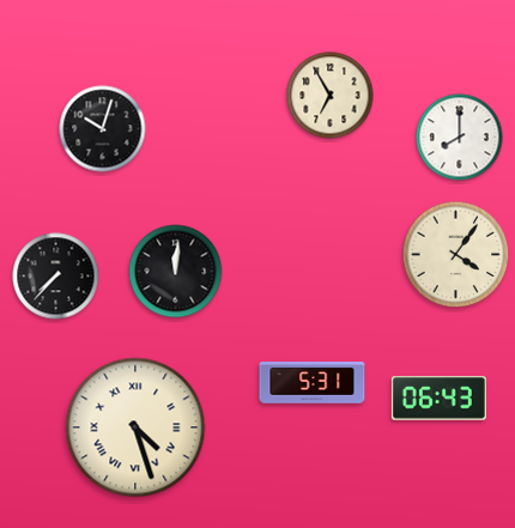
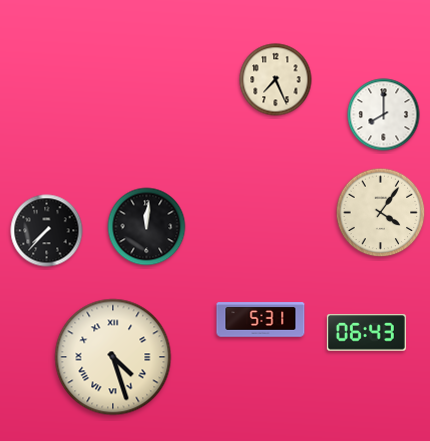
clock at (331, 96): 6:55 -> 7:26
clock at (103, 129): 10:03 -> none
